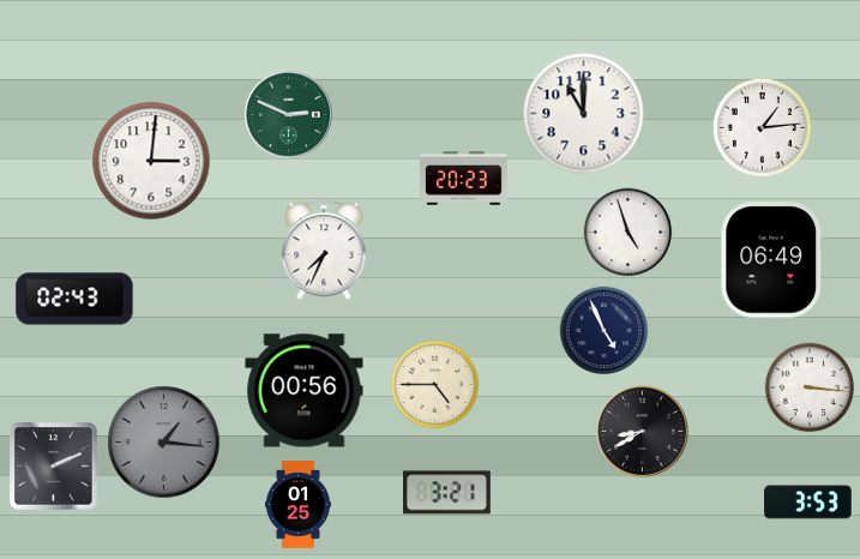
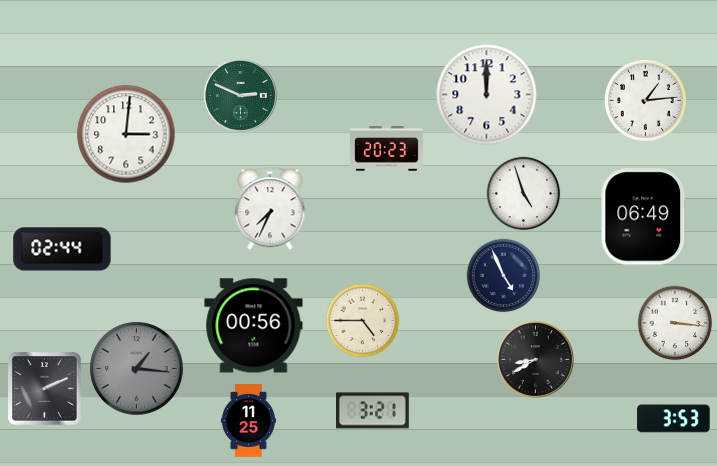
clock at (584, 114): 11:00 -> 12:00
clock at (762, 127) position: (762, 127) -> (645, 100)
clock at (74, 299): 02:43 -> 02:44
clock at (297, 505): 01:25 -> 11:25
